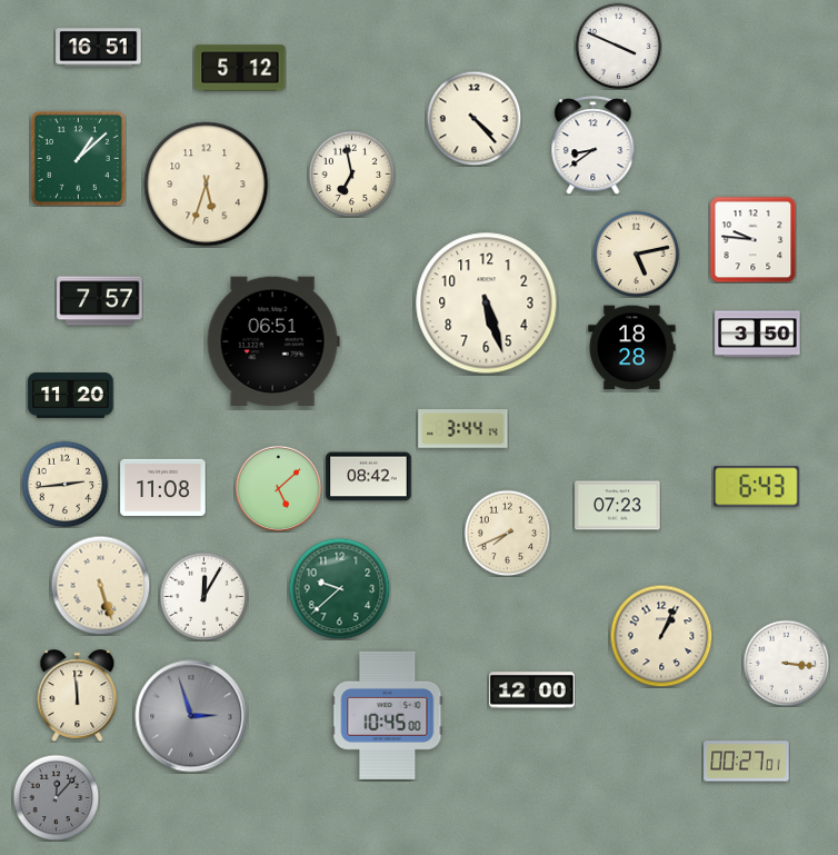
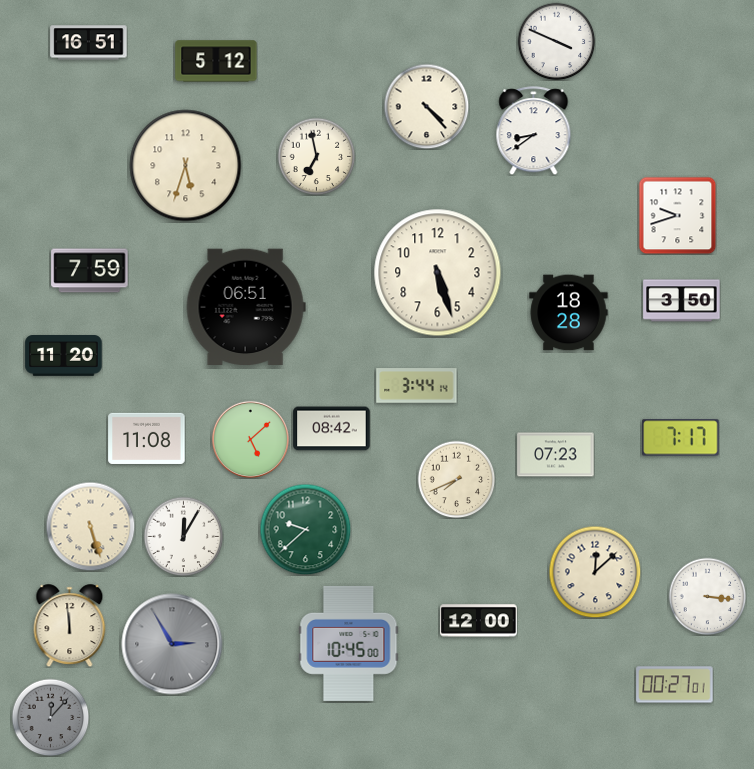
clock at (78, 158): 1:08 -> none
clock at (752, 239): 9:46 -> 9:42
clock at (636, 253): 5:13 -> none
clock at (100, 301): 7:57 -> 7:59
clock at (64, 484): 2:44 -> none
clock at (757, 487): 6:43 -> 7:17
clock at (661, 636): 1:04 -> 12:08
clock at (191, 716): 2:57 -> 2:55
clock at (747, 762) position: (747, 762) -> (675, 685)
